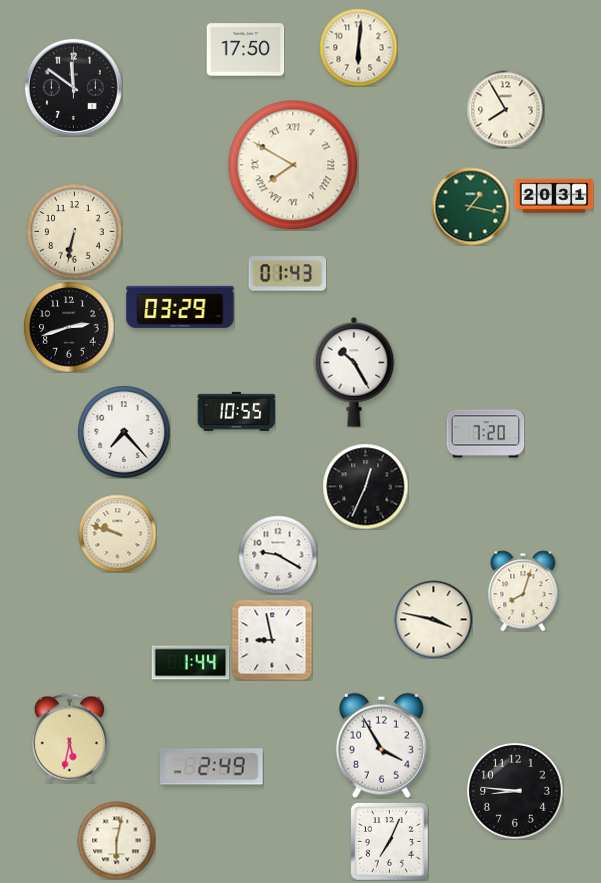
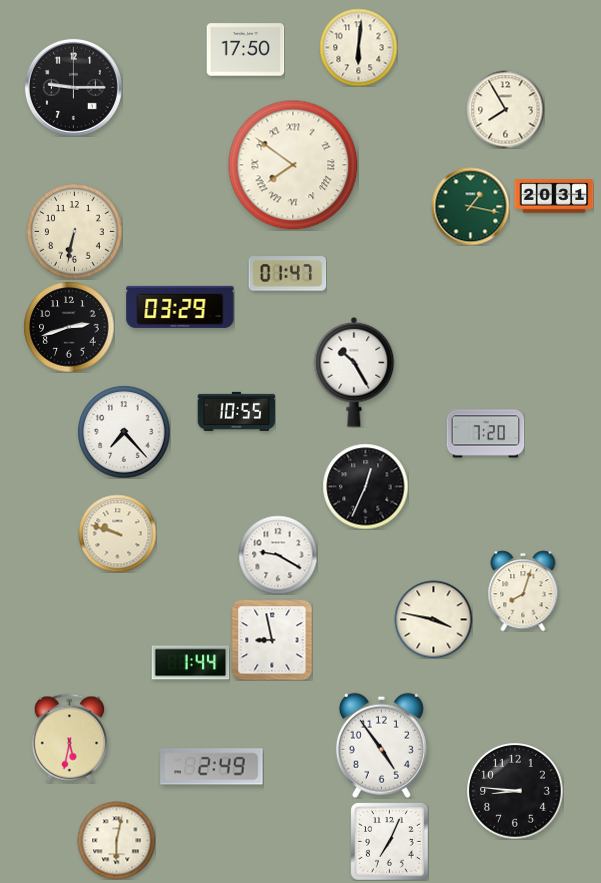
clock at (73, 87): 11:51 -> 9:15
clock at (293, 165): 7:50 -> 7:51
clock at (287, 274): 01:43 -> 01:47
clock at (381, 745): 3:55 -> 4:54
